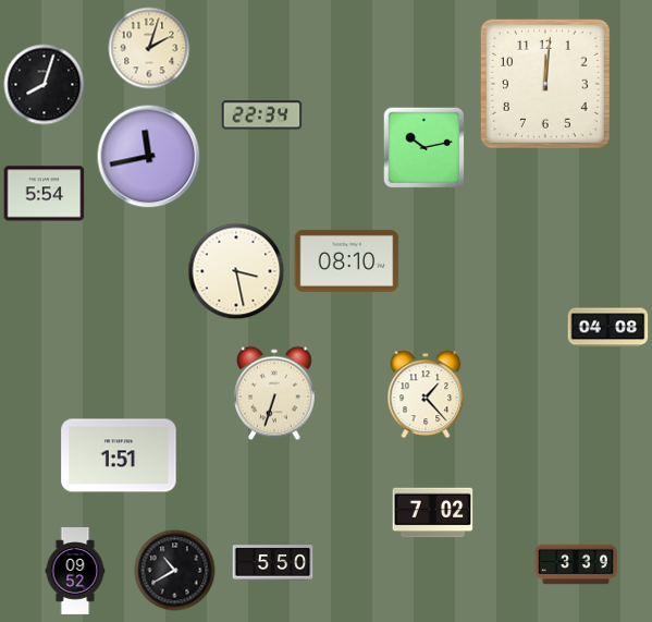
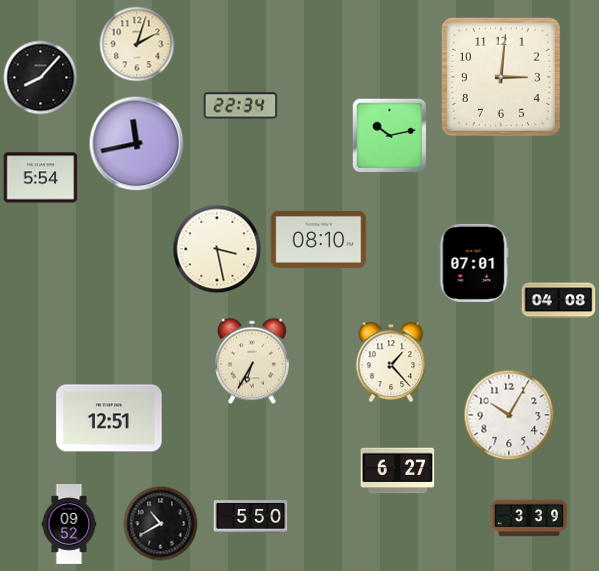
clock at (545, 84): 12:01 -> 3:01
clock at (45, 85): 8:03 -> 8:07
clock at (474, 263): none -> 07:01
clock at (274, 393): 6:33 -> 6:35
clock at (509, 415): none -> 10:05
clock at (119, 455): 1:51 -> 12:51
clock at (433, 513): 7:02 -> 6:27
